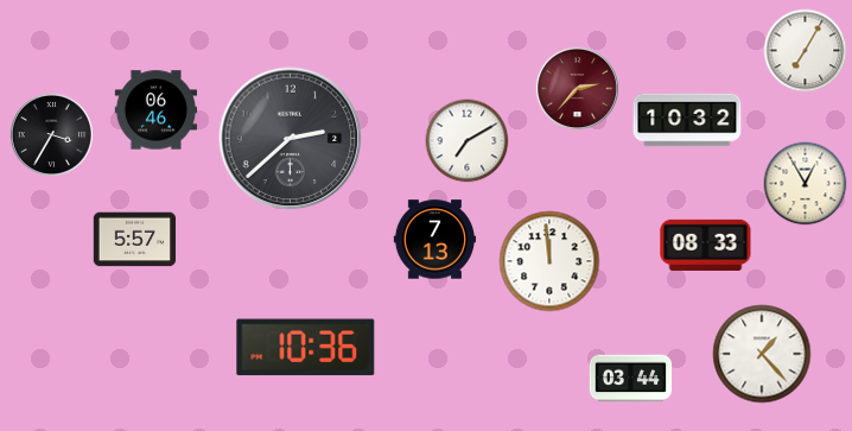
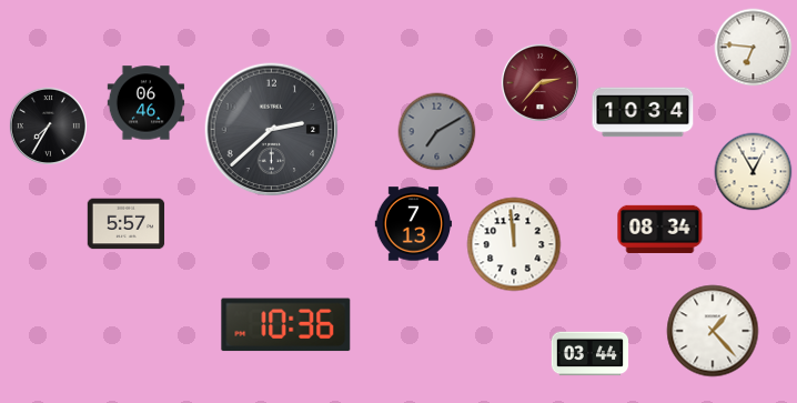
clock at (806, 51): 7:05 -> 6:46
clock at (687, 120): 10:32 -> 10:34
clock at (51, 134): 3:35 -> 7:35
clock at (468, 141) dial: white -> grey
clock at (435, 240) position: (435, 240) -> (414, 224)
clock at (706, 245): 08:33 -> 08:34
